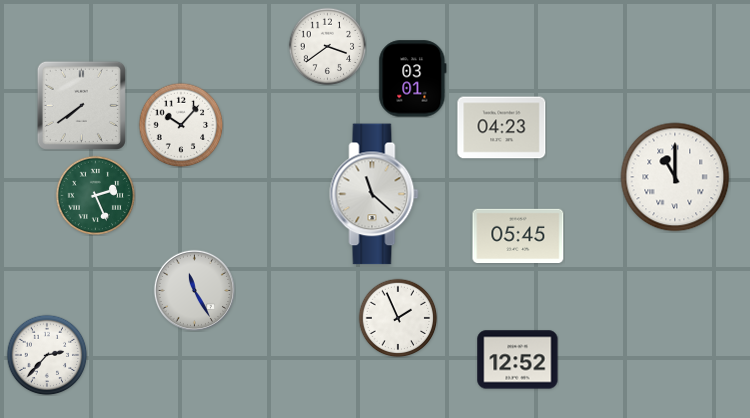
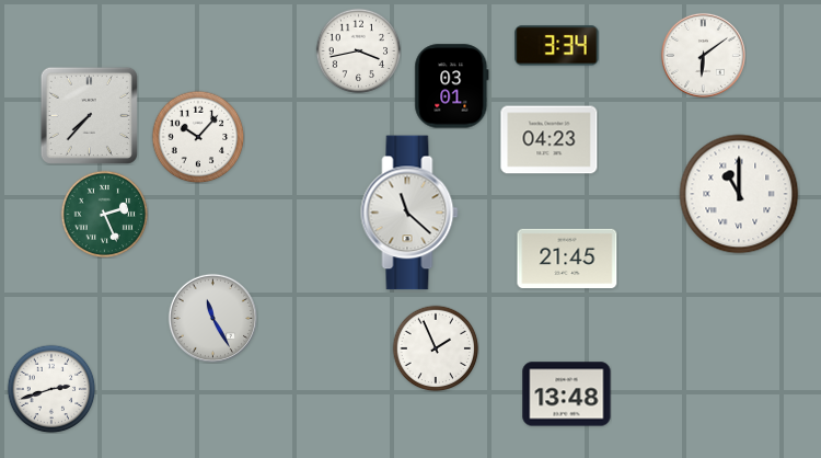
clock at (557, 46): none -> 3:34
clock at (327, 46): 3:39 -> 3:43
clock at (703, 55): none -> 6:09
clock at (81, 105): 7:39 -> 7:37
clock at (518, 235): 05:45 -> 21:45
clock at (47, 355): 2:37 -> 2:42
clock at (518, 360): 12:52 -> 13:48
